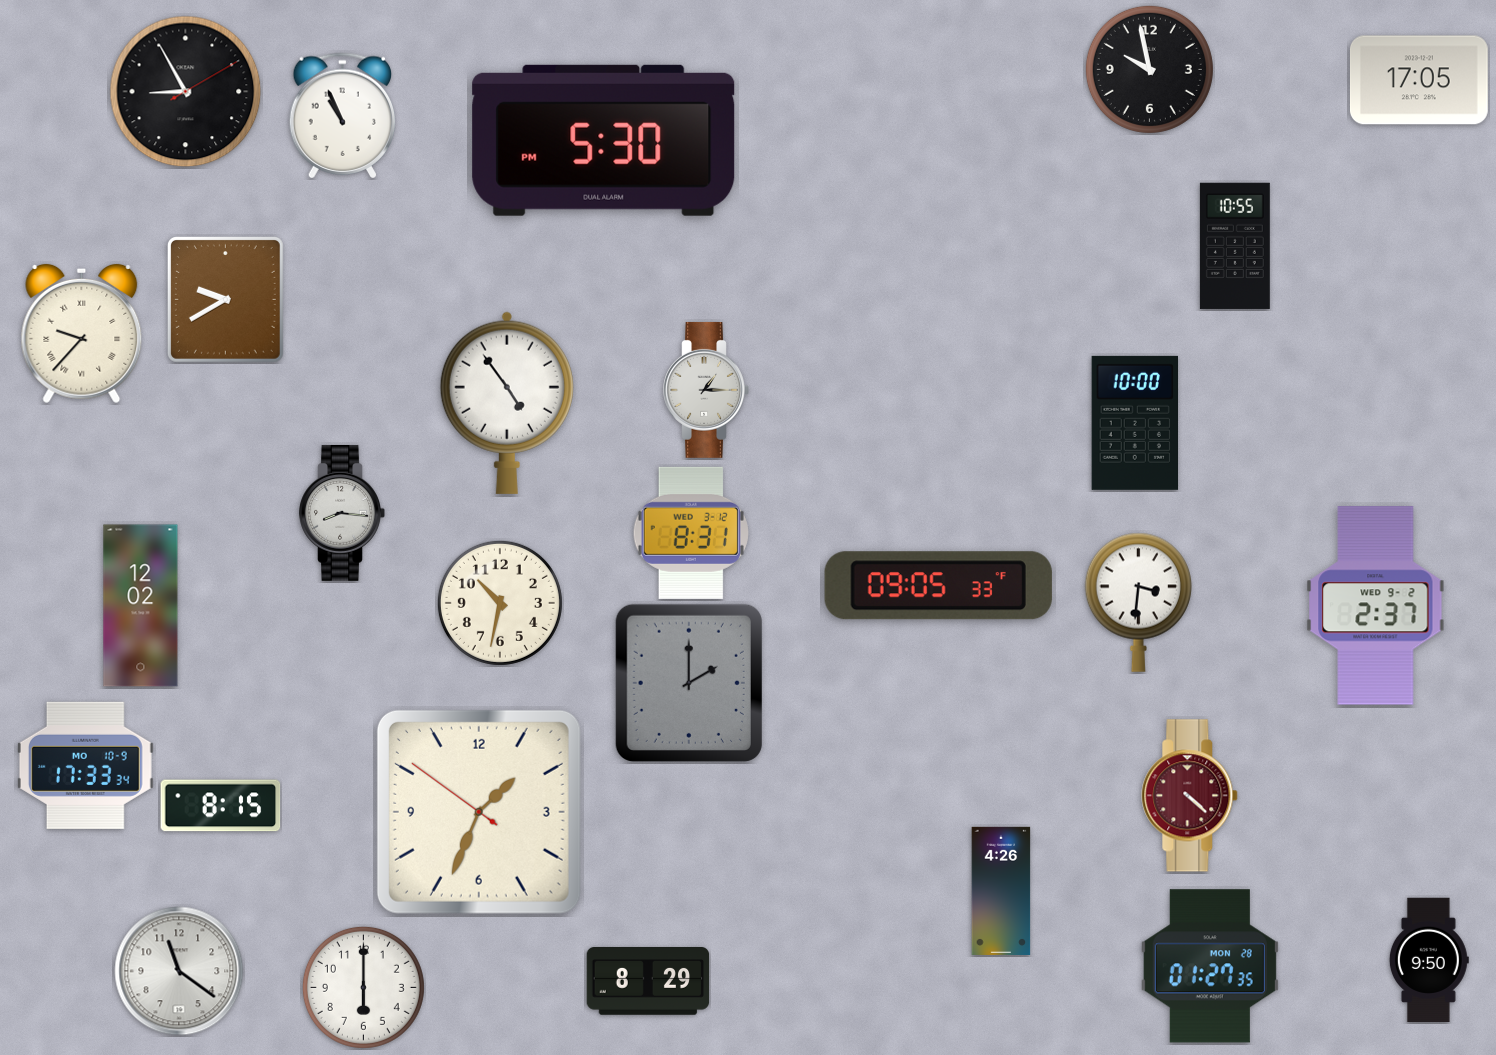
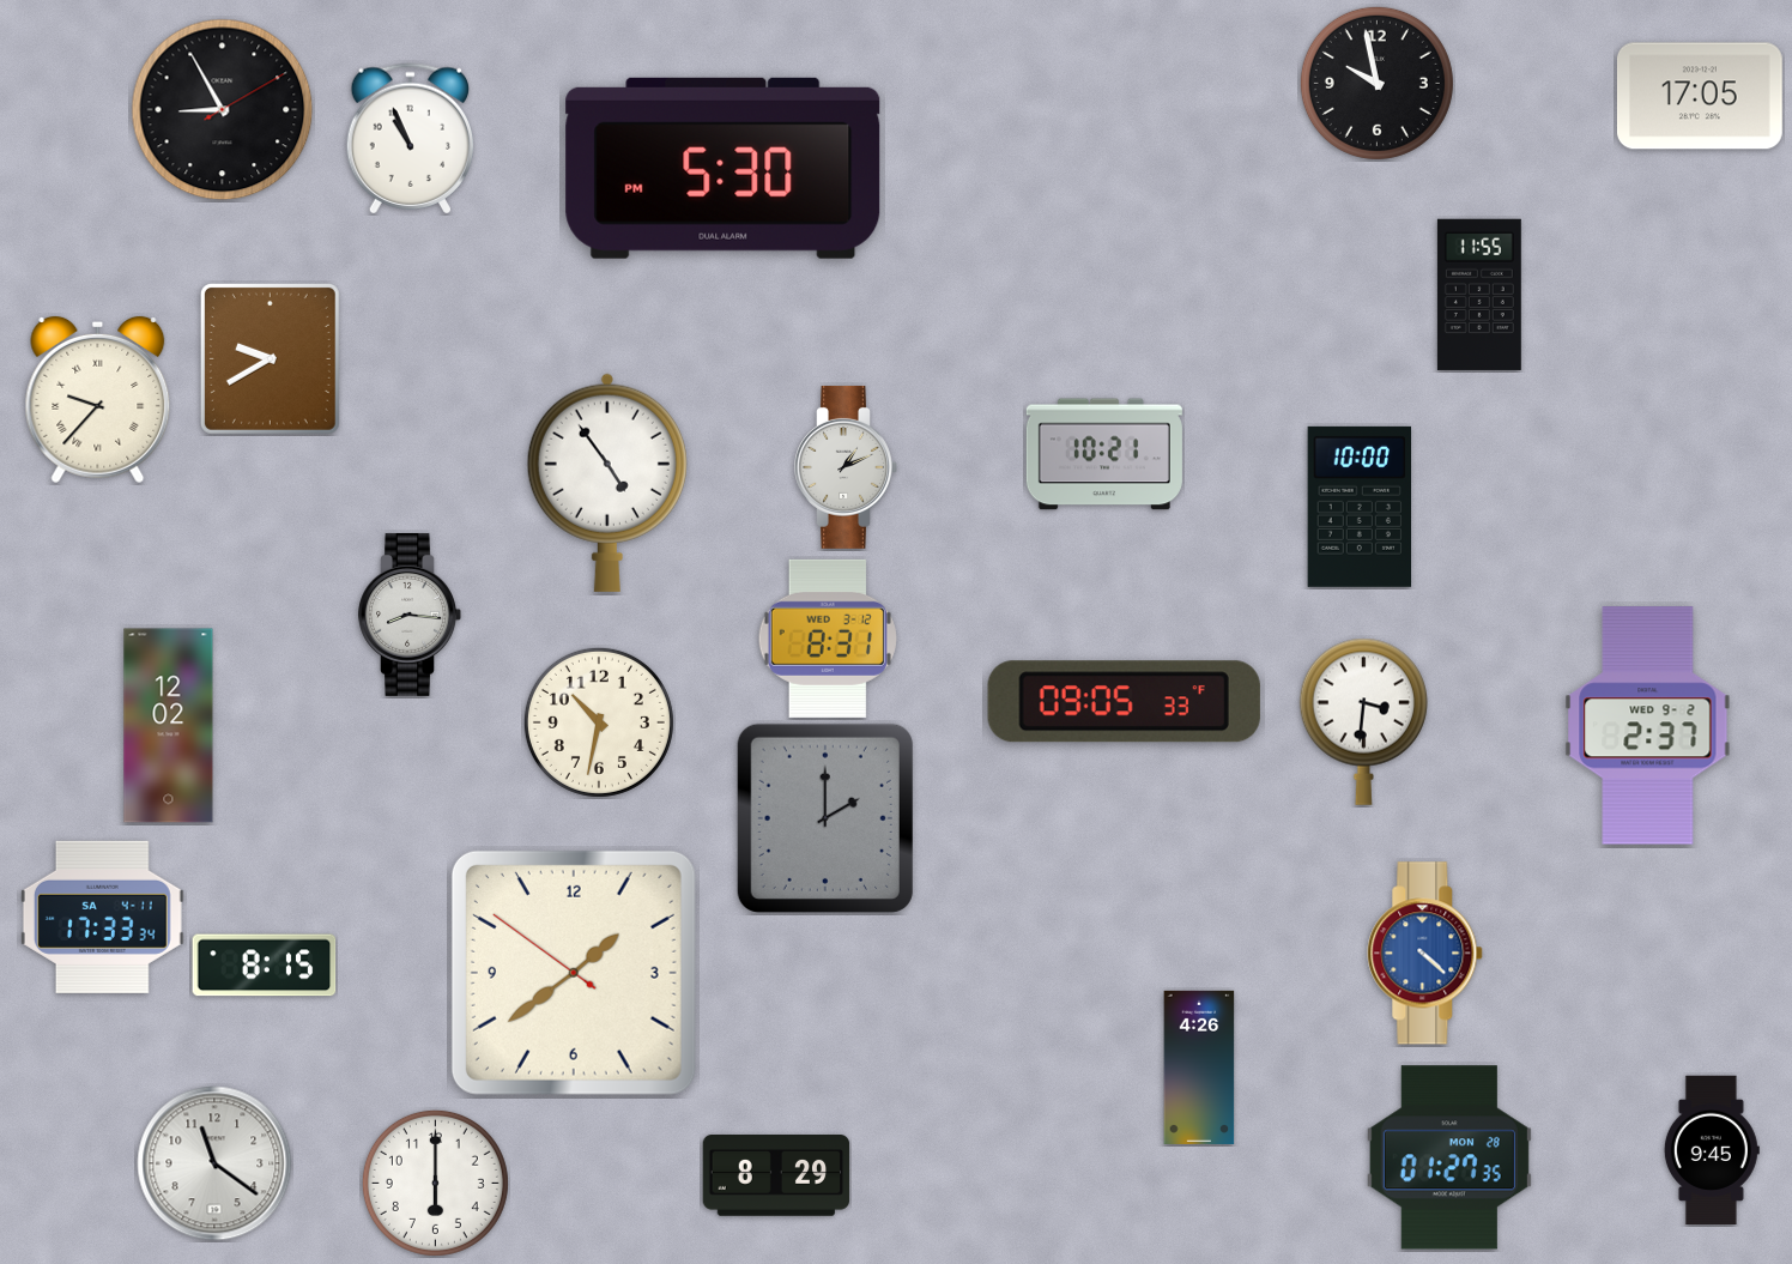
clock at (1235, 246): 10:55 -> 11:55
clock at (1104, 454): none -> 10:21
clock at (706, 390): 1:15 -> 1:11
clock at (85, 765) date: MO 10-9 -> SA 4-11
clock at (1190, 796) dial: burgundy -> blue
clock at (479, 812): 1:33 -> 1:38
clock at (1429, 960): 9:50 -> 9:45
